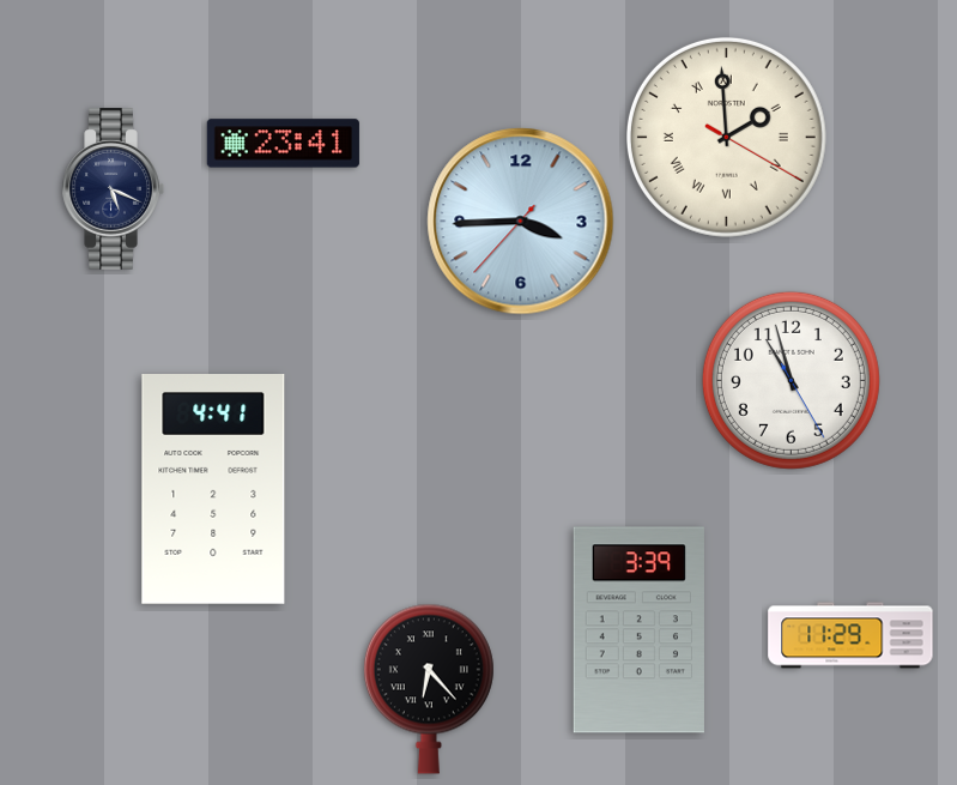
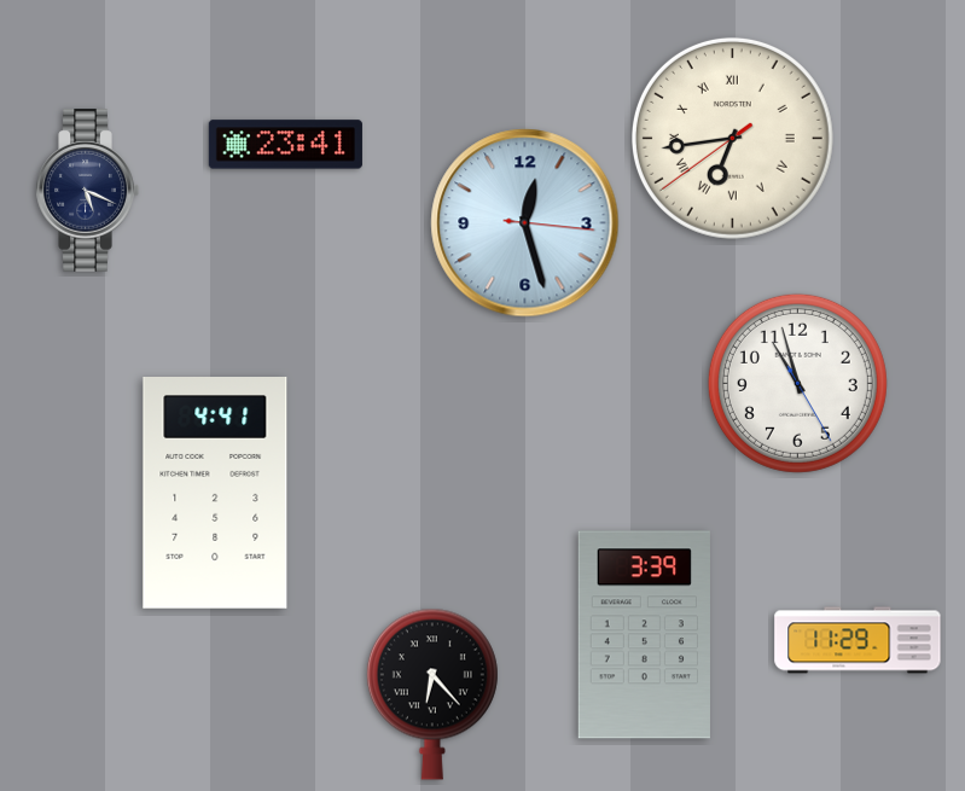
clock at (726, 137): 1:59 -> 6:43
clock at (113, 189) position: (113, 189) -> (87, 191)
clock at (521, 222): 3:44 -> 12:27
